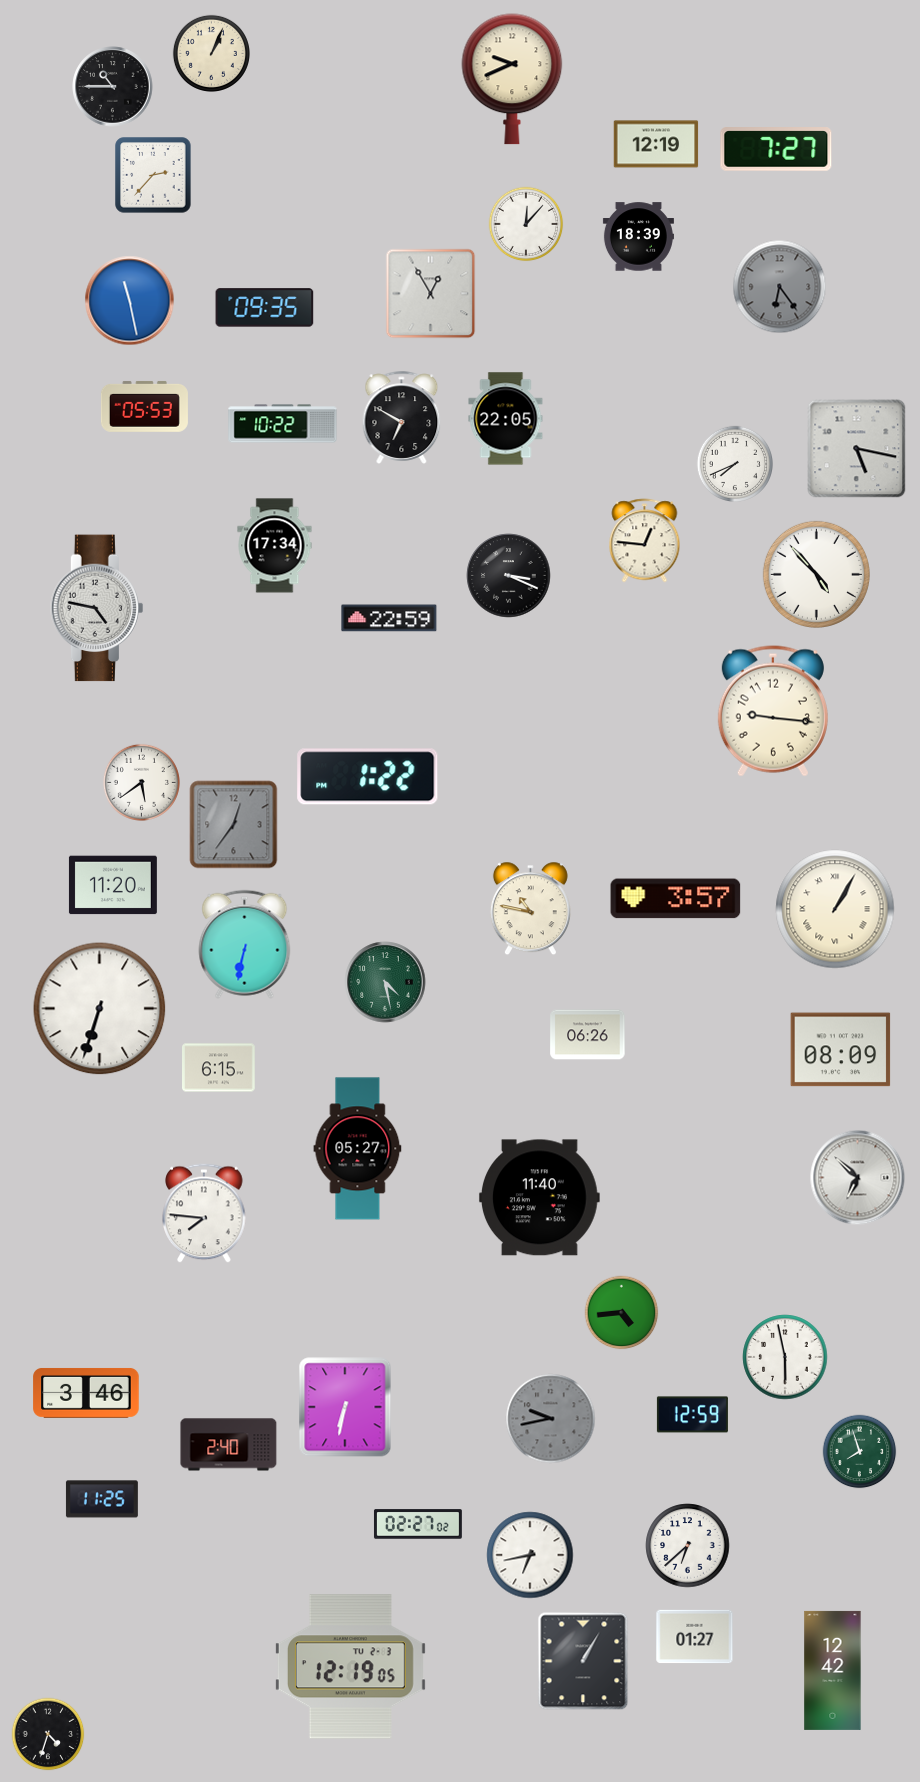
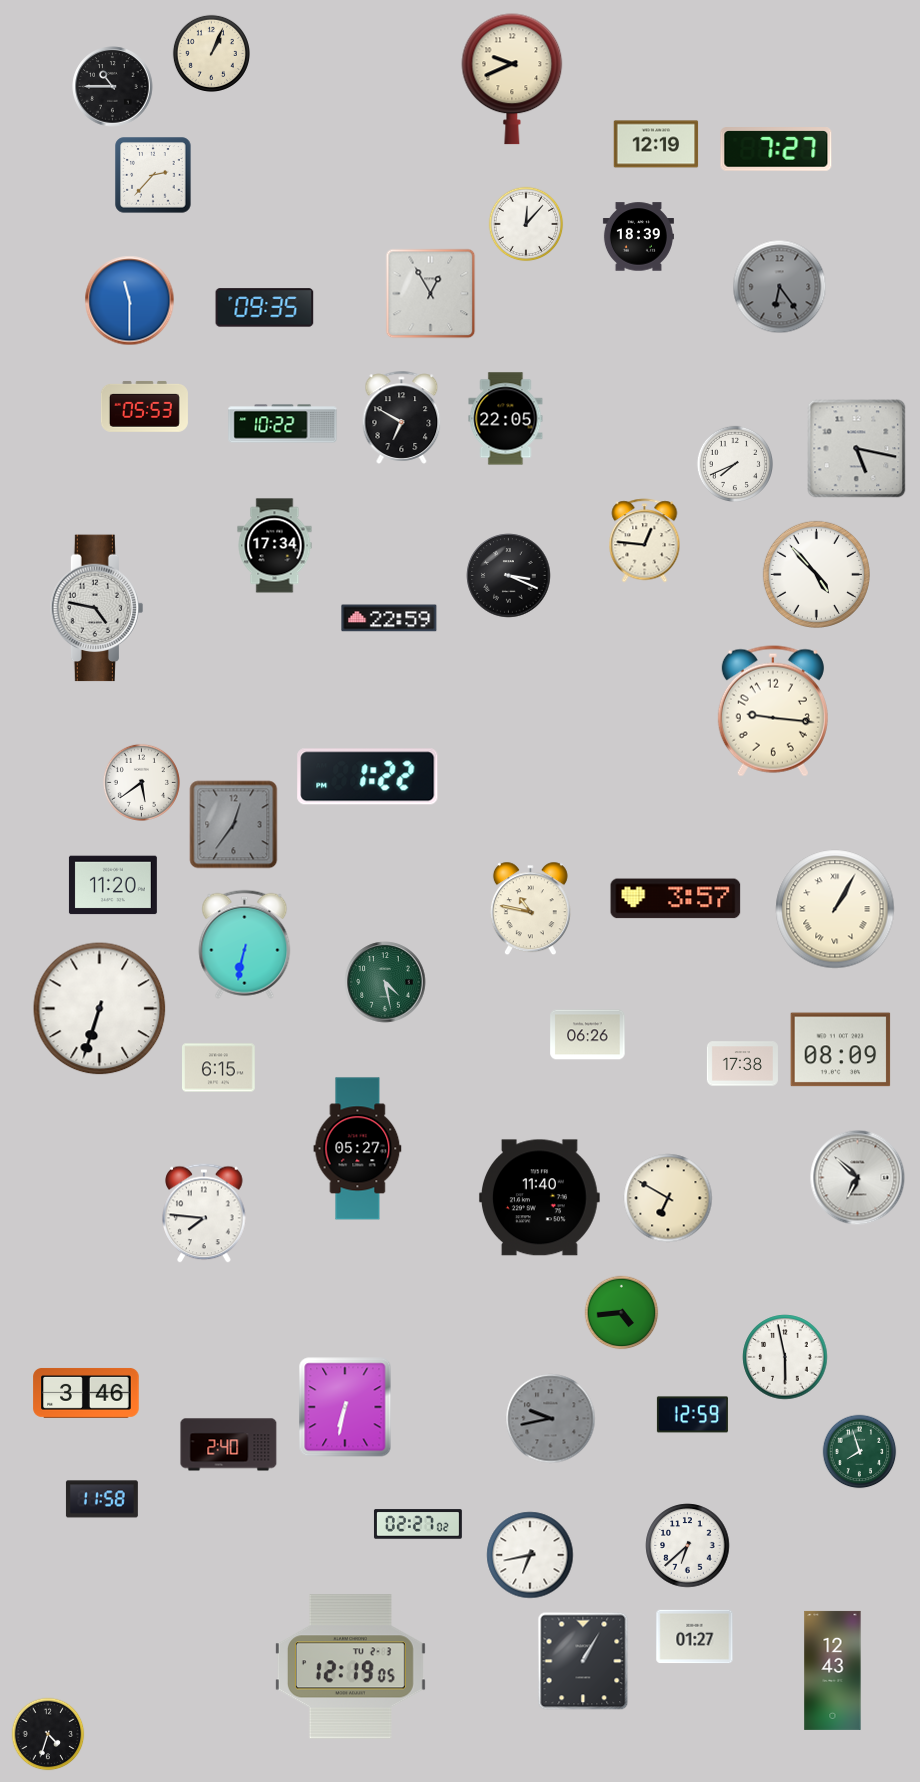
clock at (130, 301): 11:28 -> 11:30
clock at (742, 1064): none -> 17:38
clock at (668, 1198): none -> 6:50
clock at (102, 1499): 11:25 -> 11:58
clock at (833, 1670): 12:42 -> 12:43
